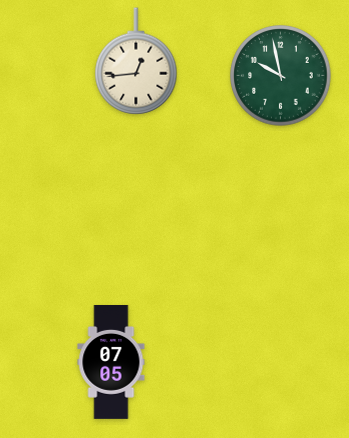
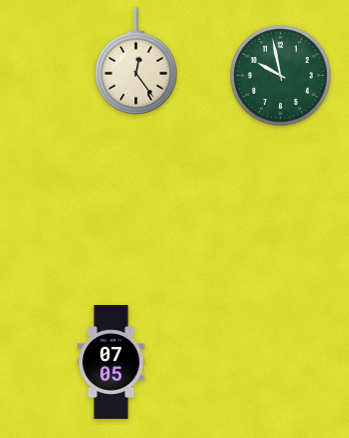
clock at (136, 61): 12:44 -> 12:24
